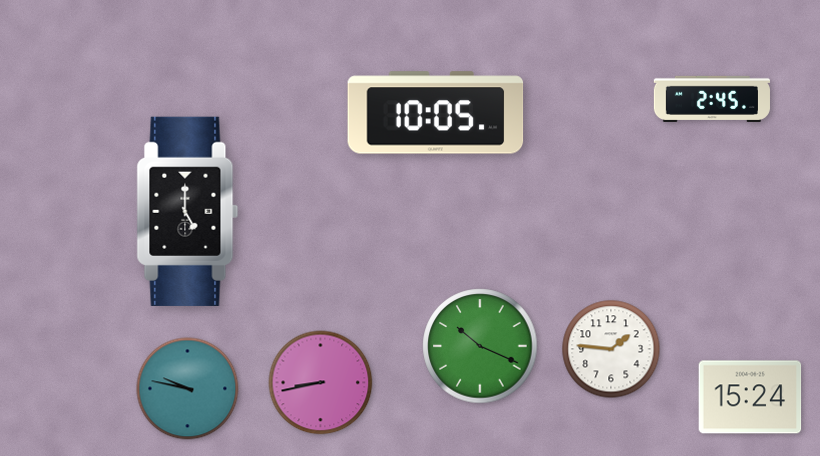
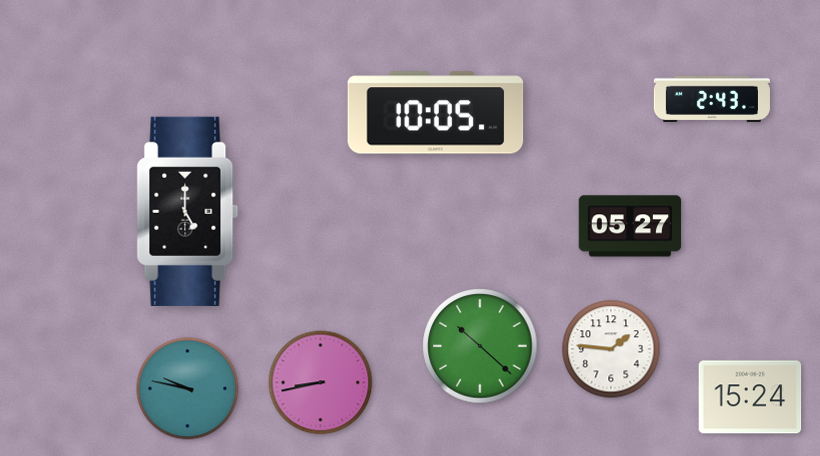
clock at (712, 99): 2:45 -> 2:43
clock at (630, 226): none -> 05:27
clock at (480, 346): 10:19 -> 10:22
